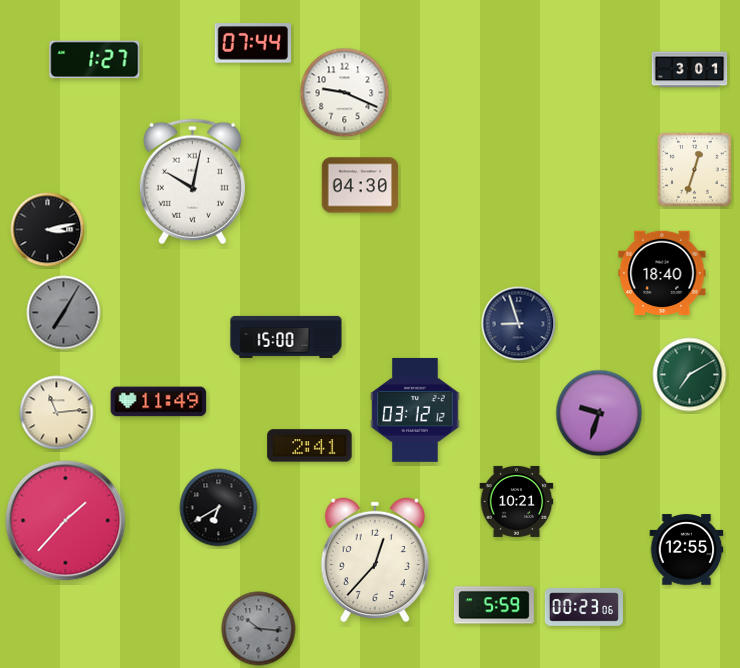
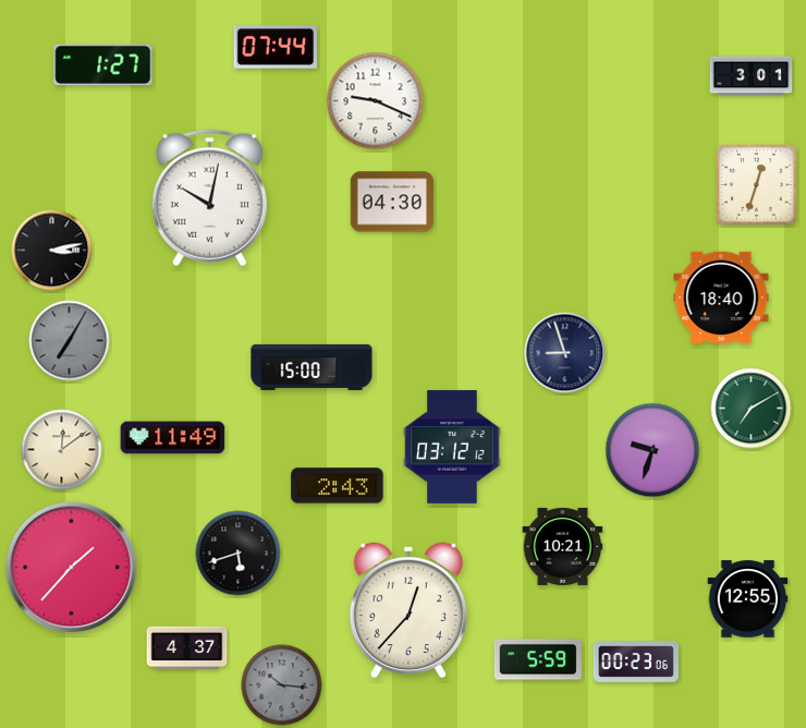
clock at (57, 413): 11:14 -> 12:09
clock at (310, 446): 2:41 -> 2:43
clock at (219, 508): 6:40 -> 5:42
clock at (187, 648): none -> 4:37
